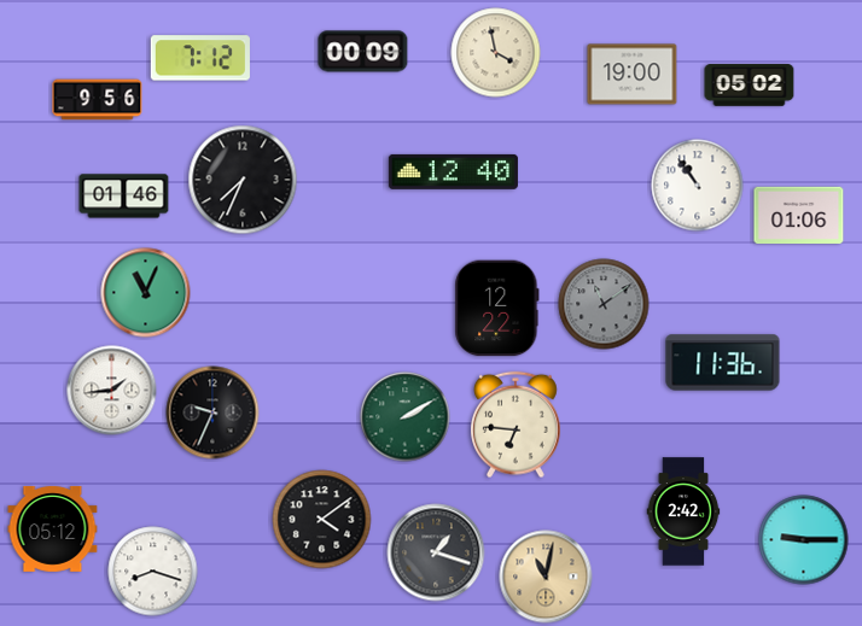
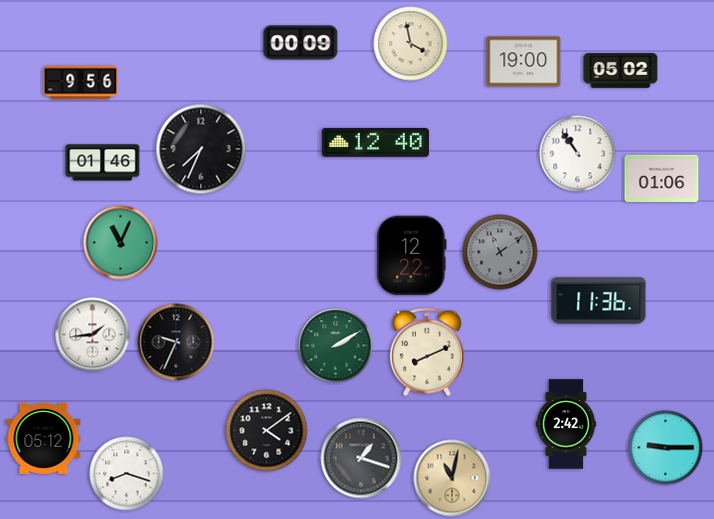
clock at (200, 58): 7:12 -> none
clock at (112, 391) position: (112, 391) -> (93, 335)
clock at (517, 425): 6:46 -> 8:11
